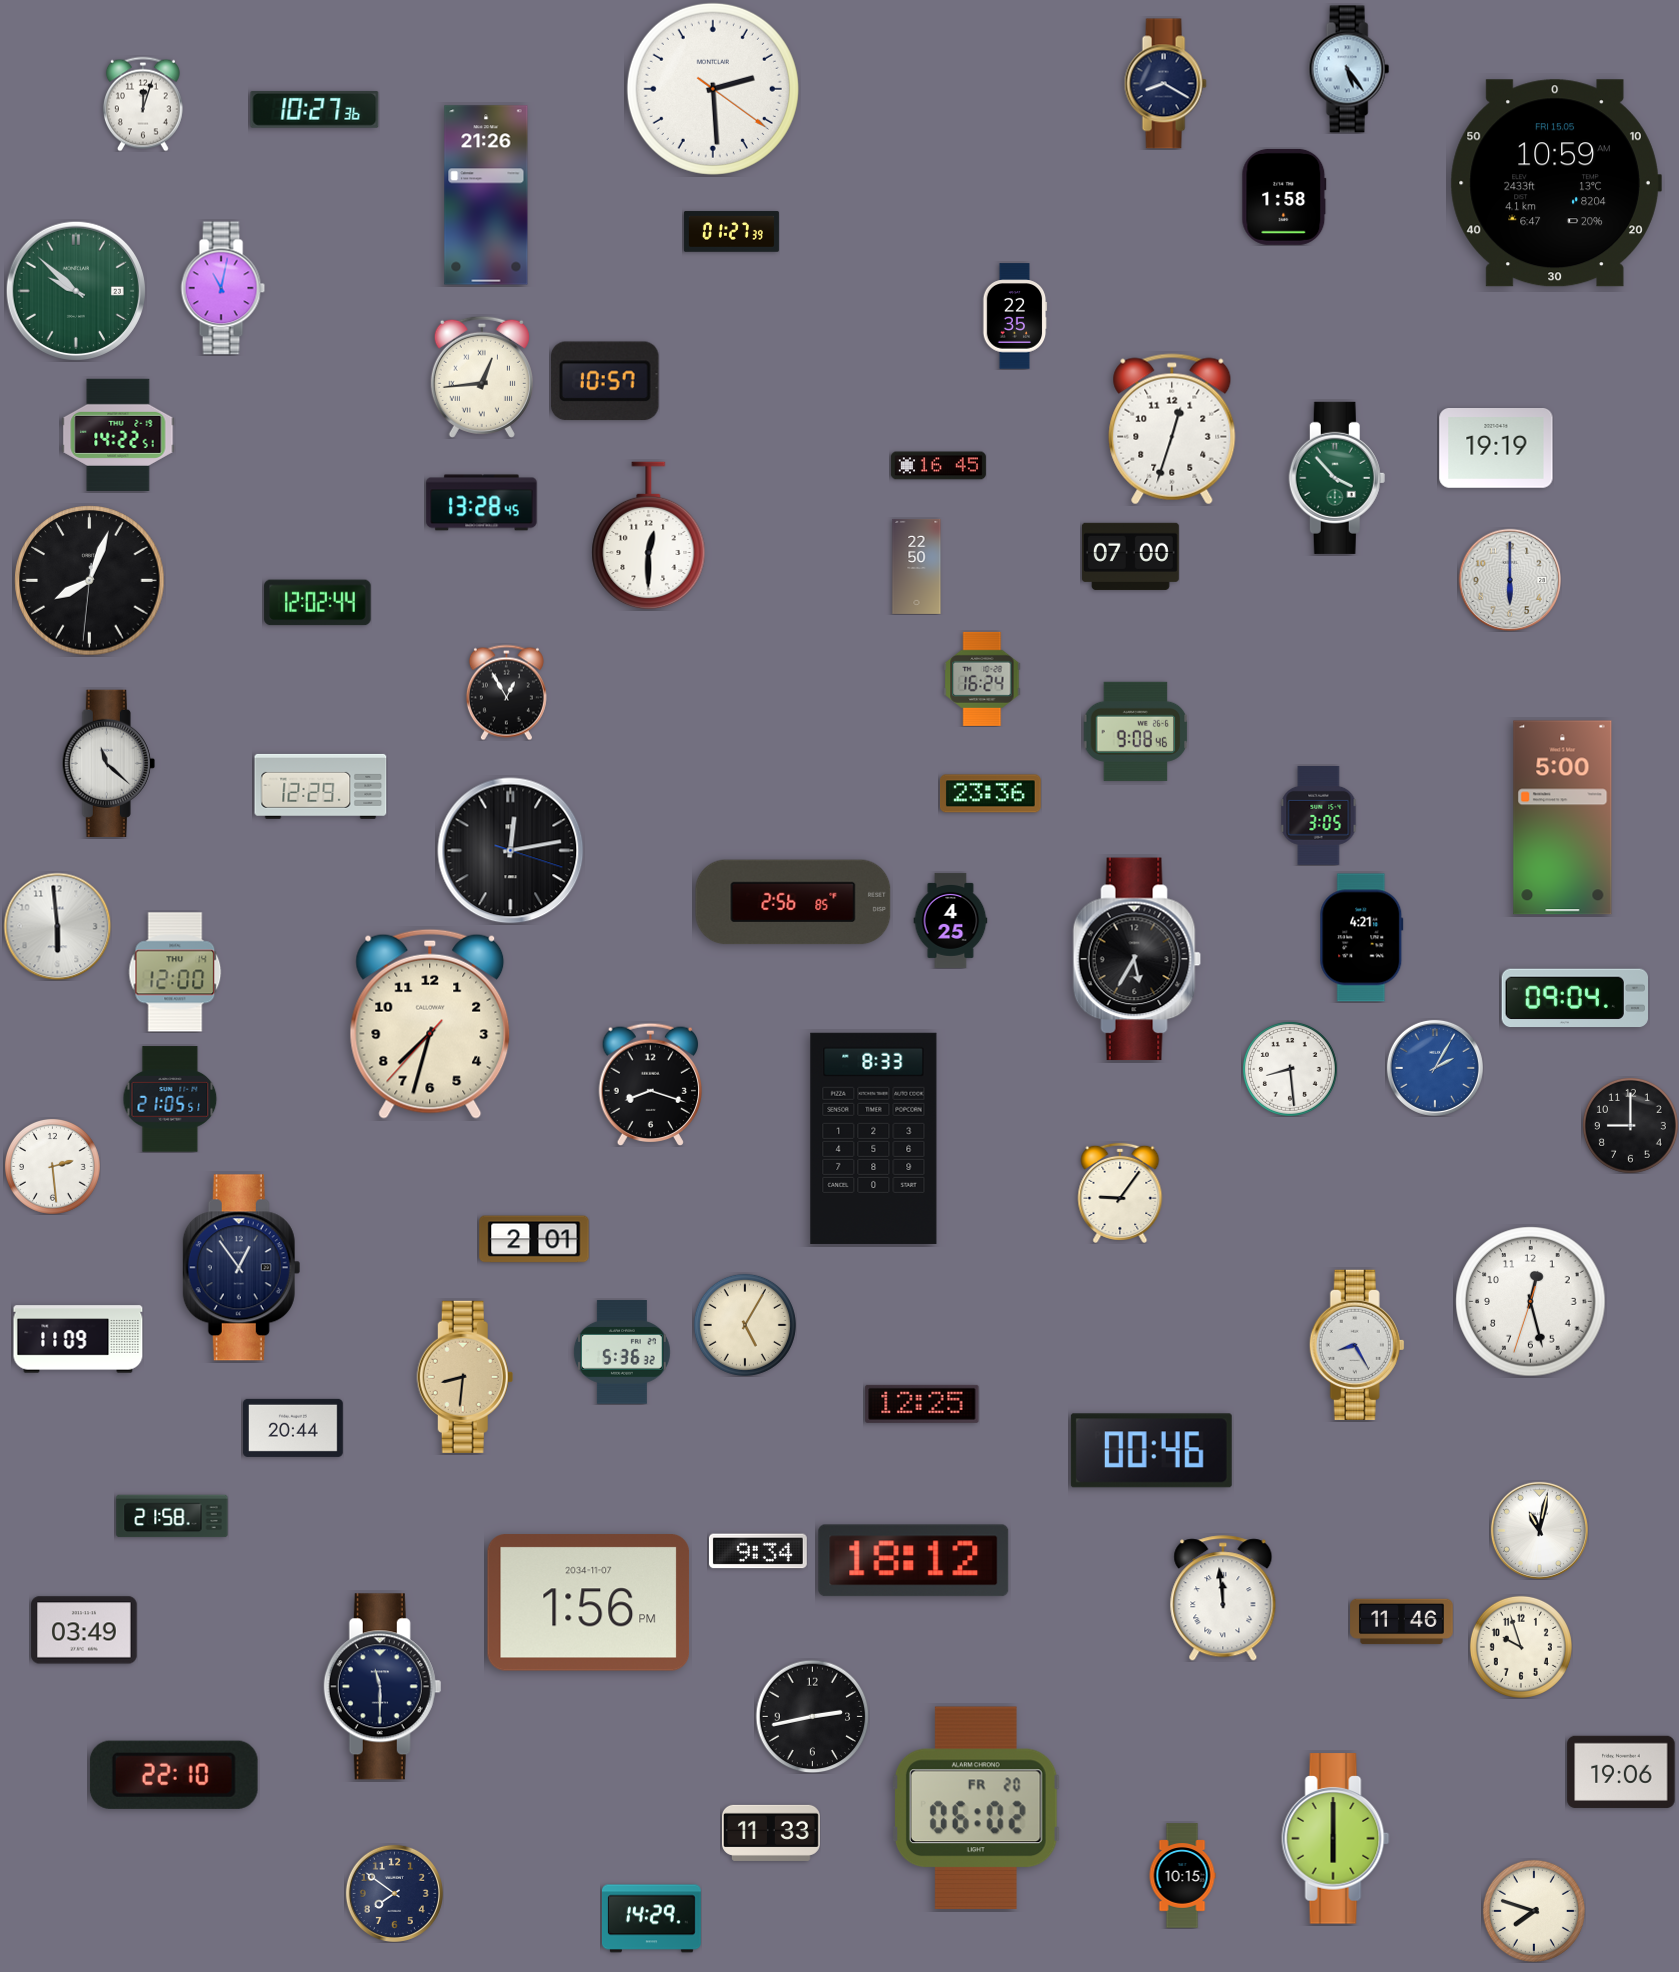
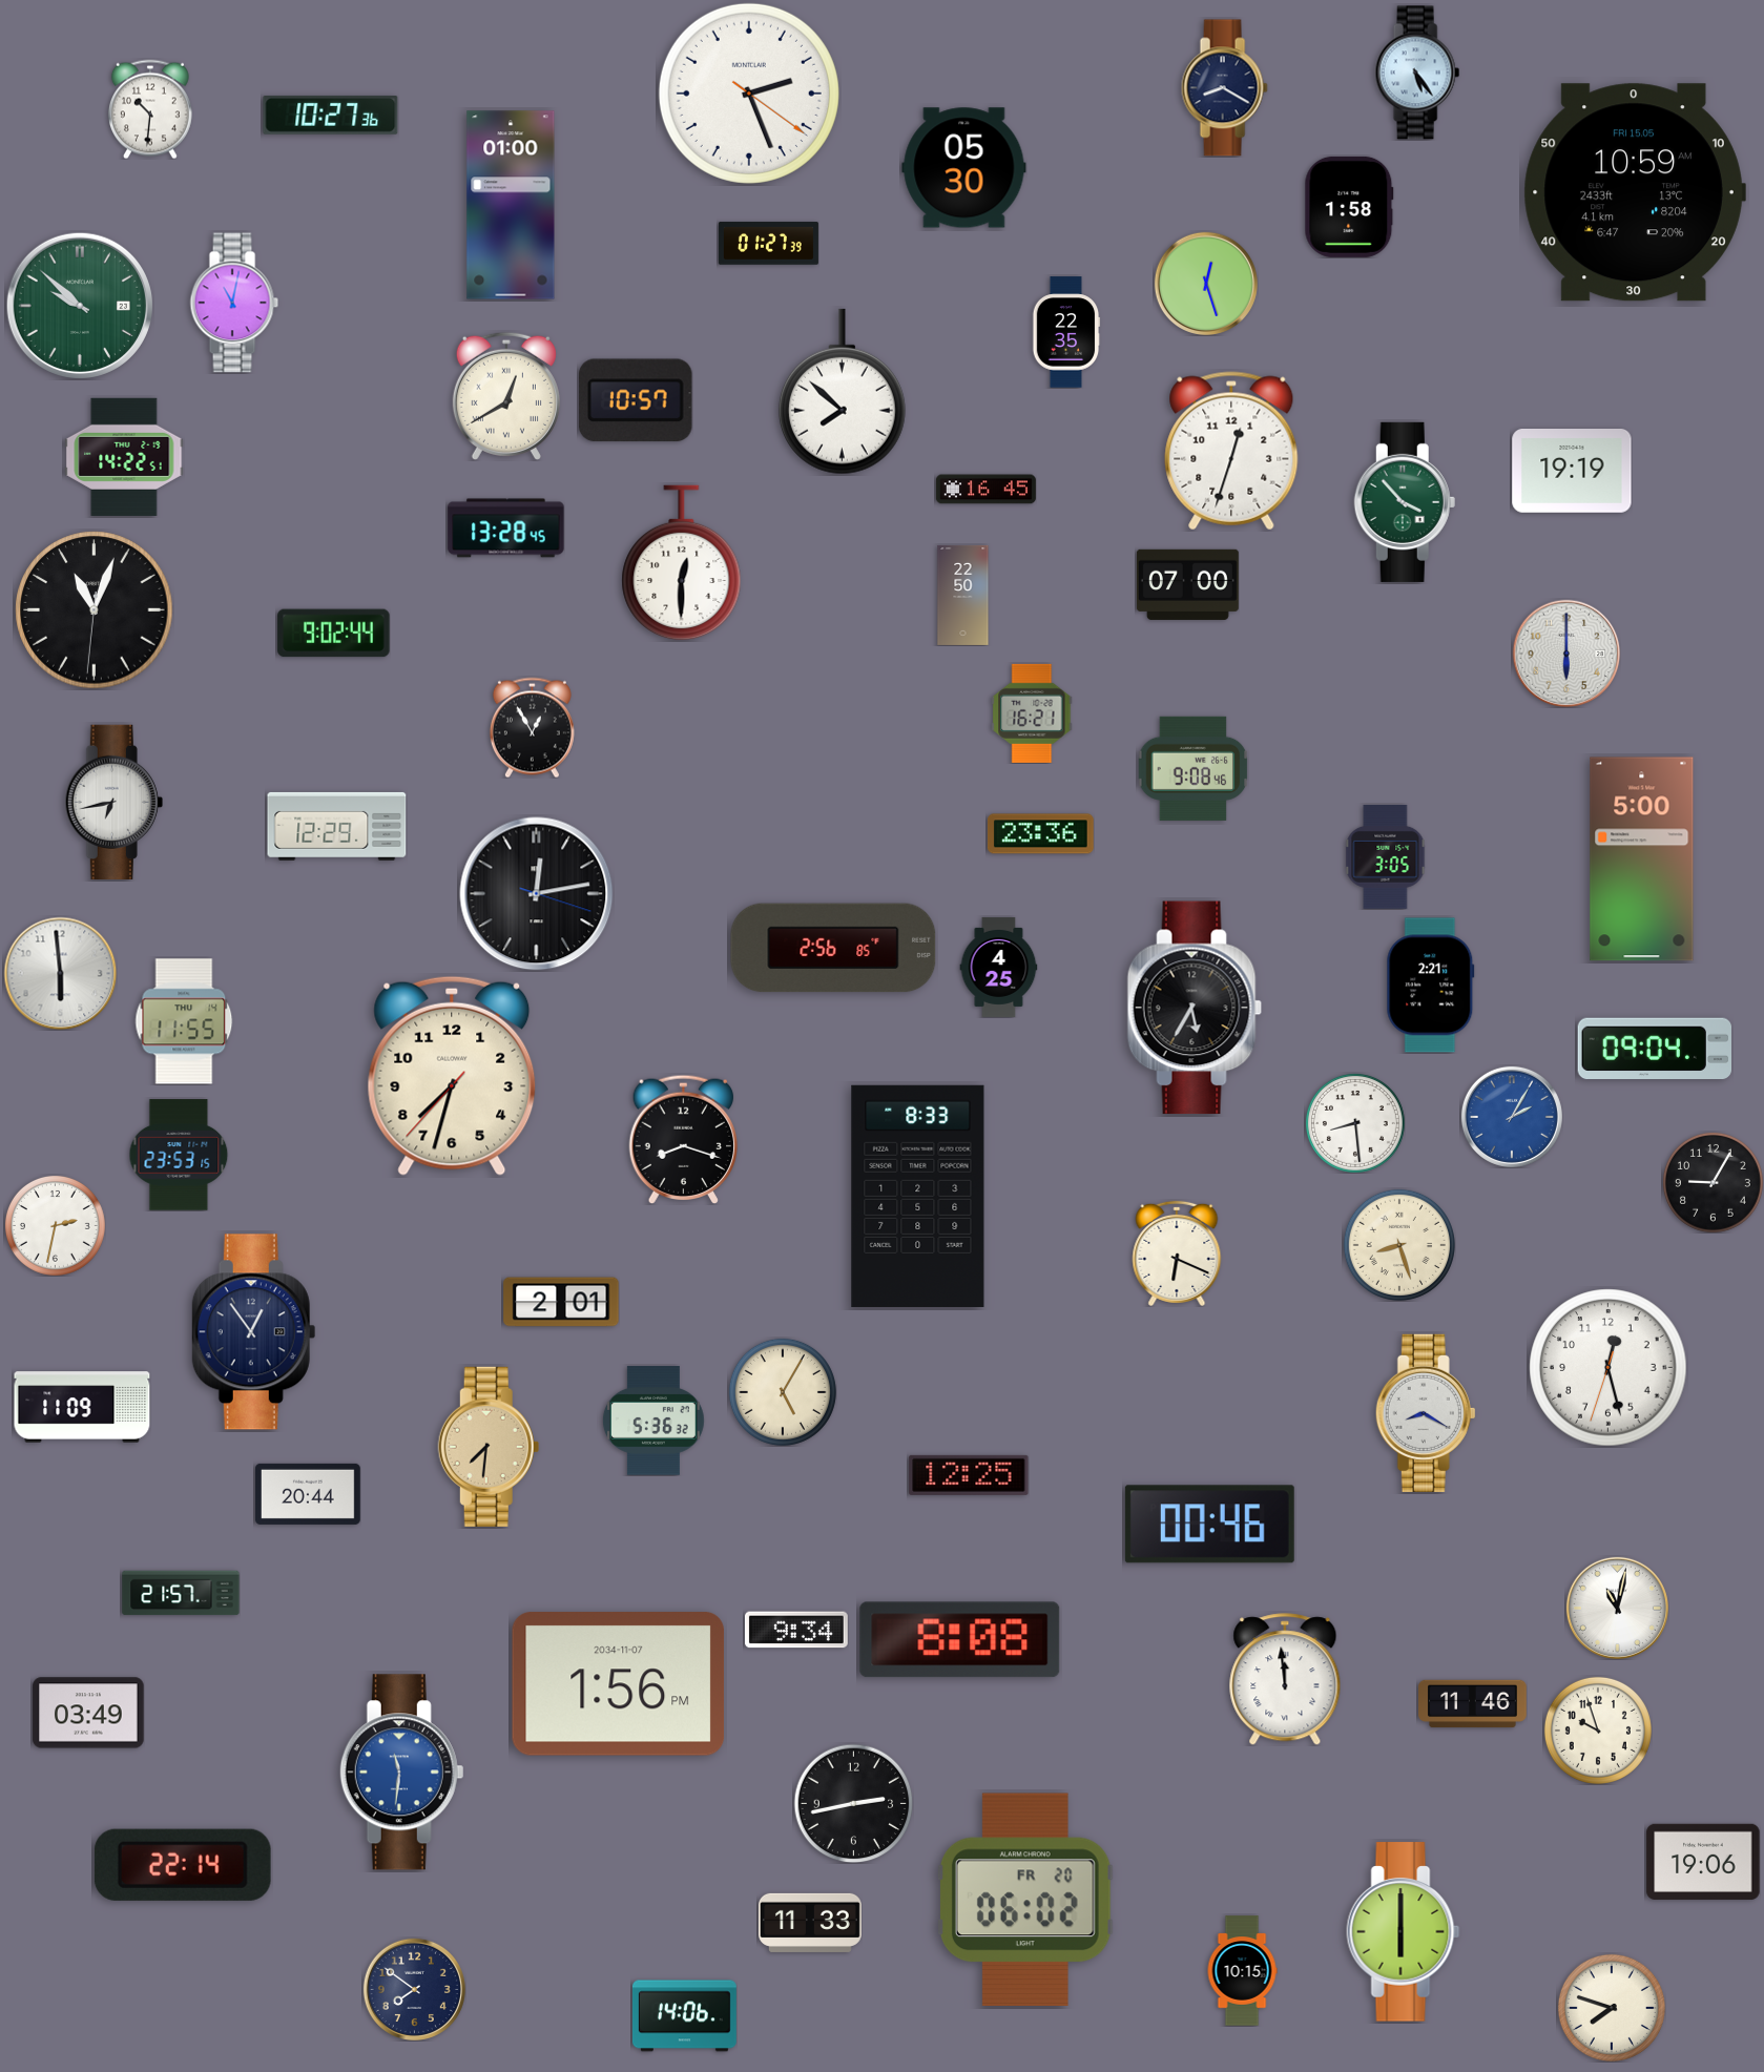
clock at (713, 89): 2:29 -> 2:26
clock at (143, 104): 12:03 -> 10:31
clock at (964, 168): none -> 05:30
clock at (486, 195): 21:26 -> 01:00
clock at (1206, 284): none -> 12:27
clock at (842, 392): none -> 7:52
clock at (482, 377): 12:44 -> 12:40
clock at (1510, 580) position: (1510, 580) -> (1566, 654)
clock at (90, 581): 8:03 -> 11:03
clock at (318, 603): 12:02 -> 9:02
clock at (982, 679): 16:24 -> 16:21
clock at (108, 763): 11:22 -> 6:43
clock at (1362, 938): 4:21 -> 2:21
clock at (175, 972): 12:00 -> 11:55
clock at (1435, 1068) position: (1435, 1068) -> (1512, 1117)
clock at (170, 1099): 21:05 -> 23:53
clock at (1630, 1125): 9:00 -> 9:05
clock at (52, 1166): 2:29 -> 2:32
clock at (1399, 1245): none -> 8:27
clock at (1120, 1193): 9:06 -> 6:19
clock at (1357, 1345): 8:25 -> 8:20
clock at (465, 1377): 8:31 -> 7:31
clock at (294, 1428) position: (294, 1428) -> (309, 1494)
clock at (172, 1516): 21:58 -> 21:57
clock at (914, 1561): 18:12 -> 8:08
clock at (383, 1687): 11:30 -> 11:31
clock at (383, 1687) dial: navy -> blue
clock at (174, 1775): 22:10 -> 22:14
clock at (771, 1833) position: (771, 1833) -> (810, 1923)
clock at (651, 1919): 14:29 -> 14:06
